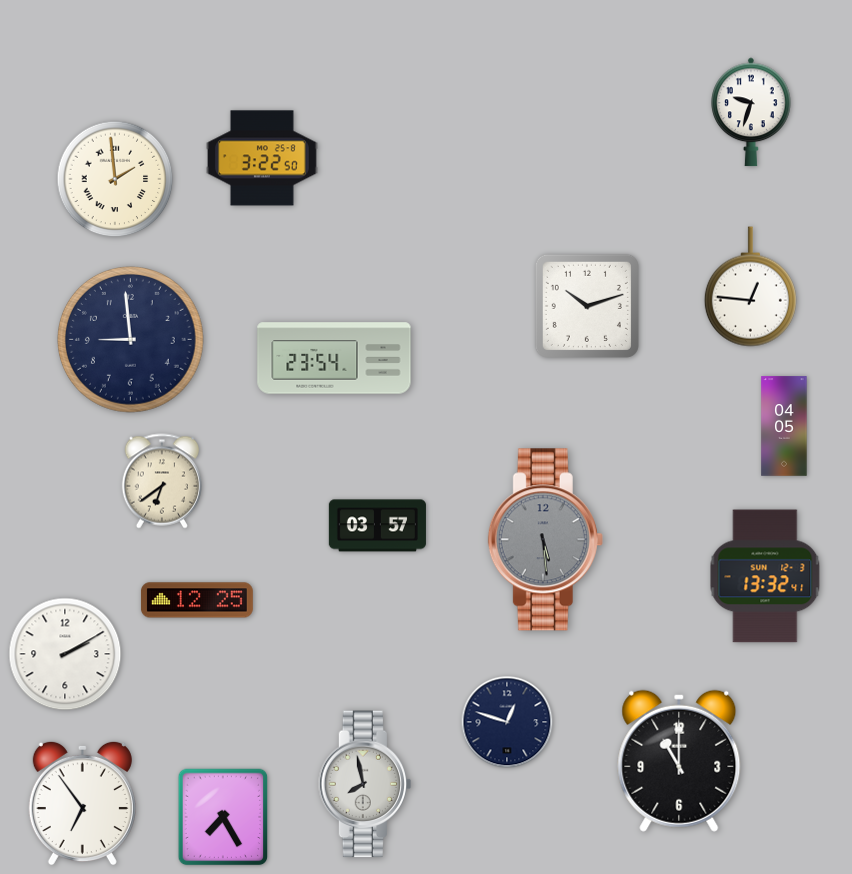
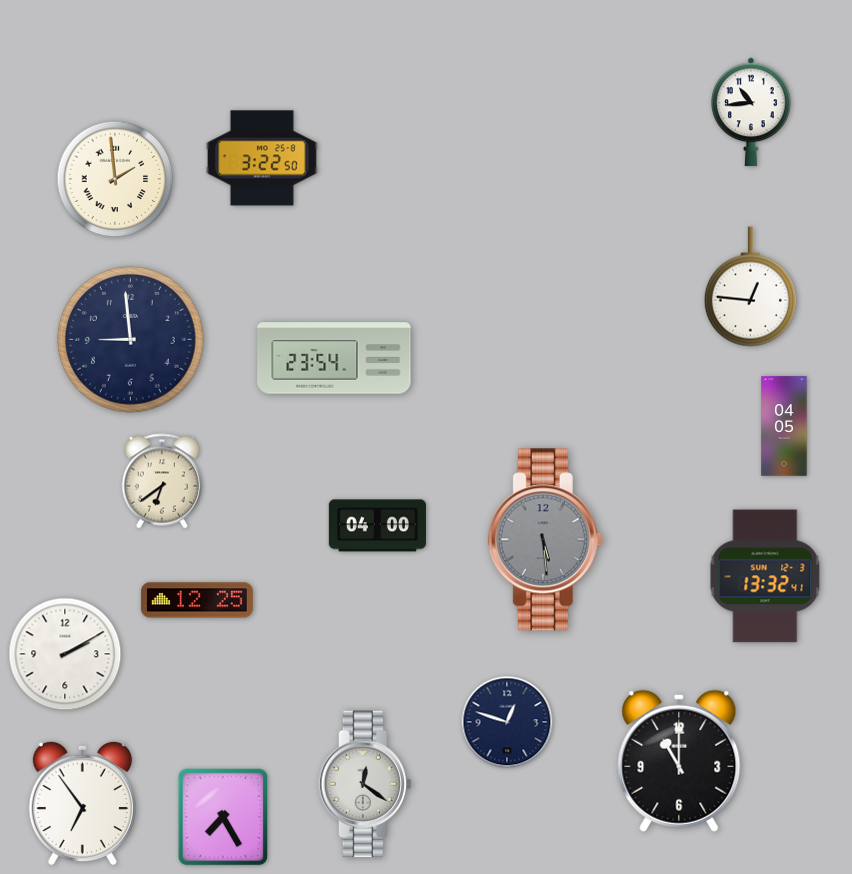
clock at (751, 112): 9:33 -> 10:44
clock at (587, 306): 10:12 -> none
clock at (377, 526): 03:57 -> 04:00
clock at (365, 784): 7:58 -> 12:21
